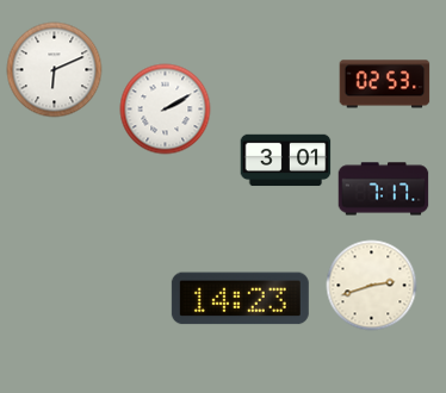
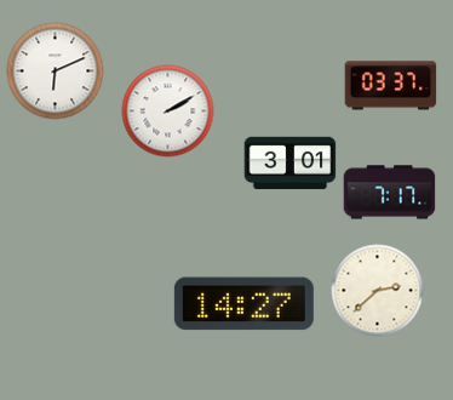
clock at (385, 85): 02:53 -> 03:37
clock at (372, 286): 2:42 -> 2:38
clock at (240, 299): 14:23 -> 14:27
